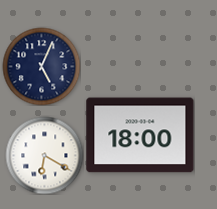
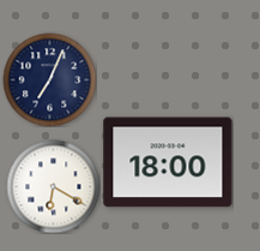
clock at (41, 66): 5:04 -> 7:04
